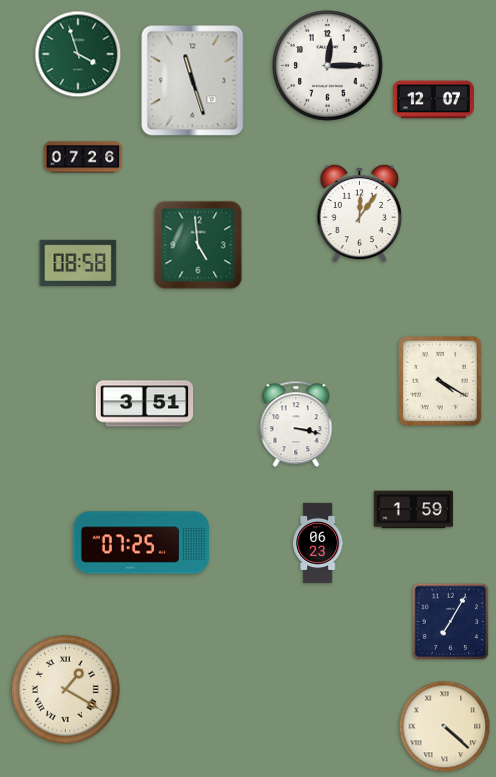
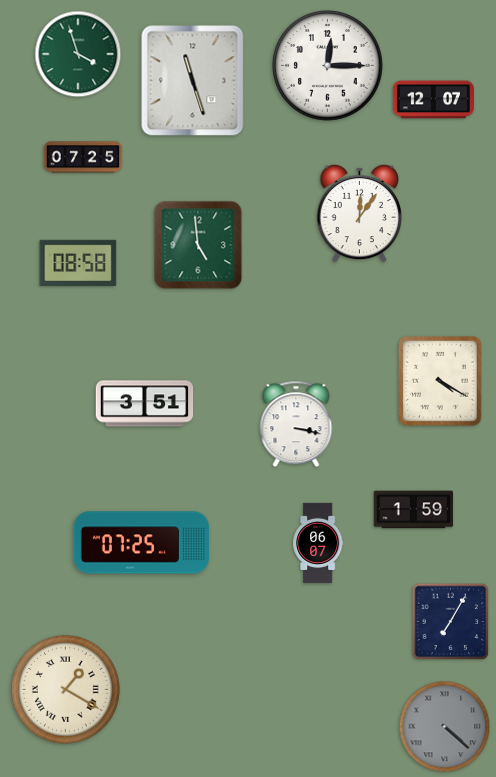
clock at (83, 157): 07:26 -> 07:25
clock at (318, 543): 06:23 -> 06:07
clock at (445, 727) dial: cream -> grey
